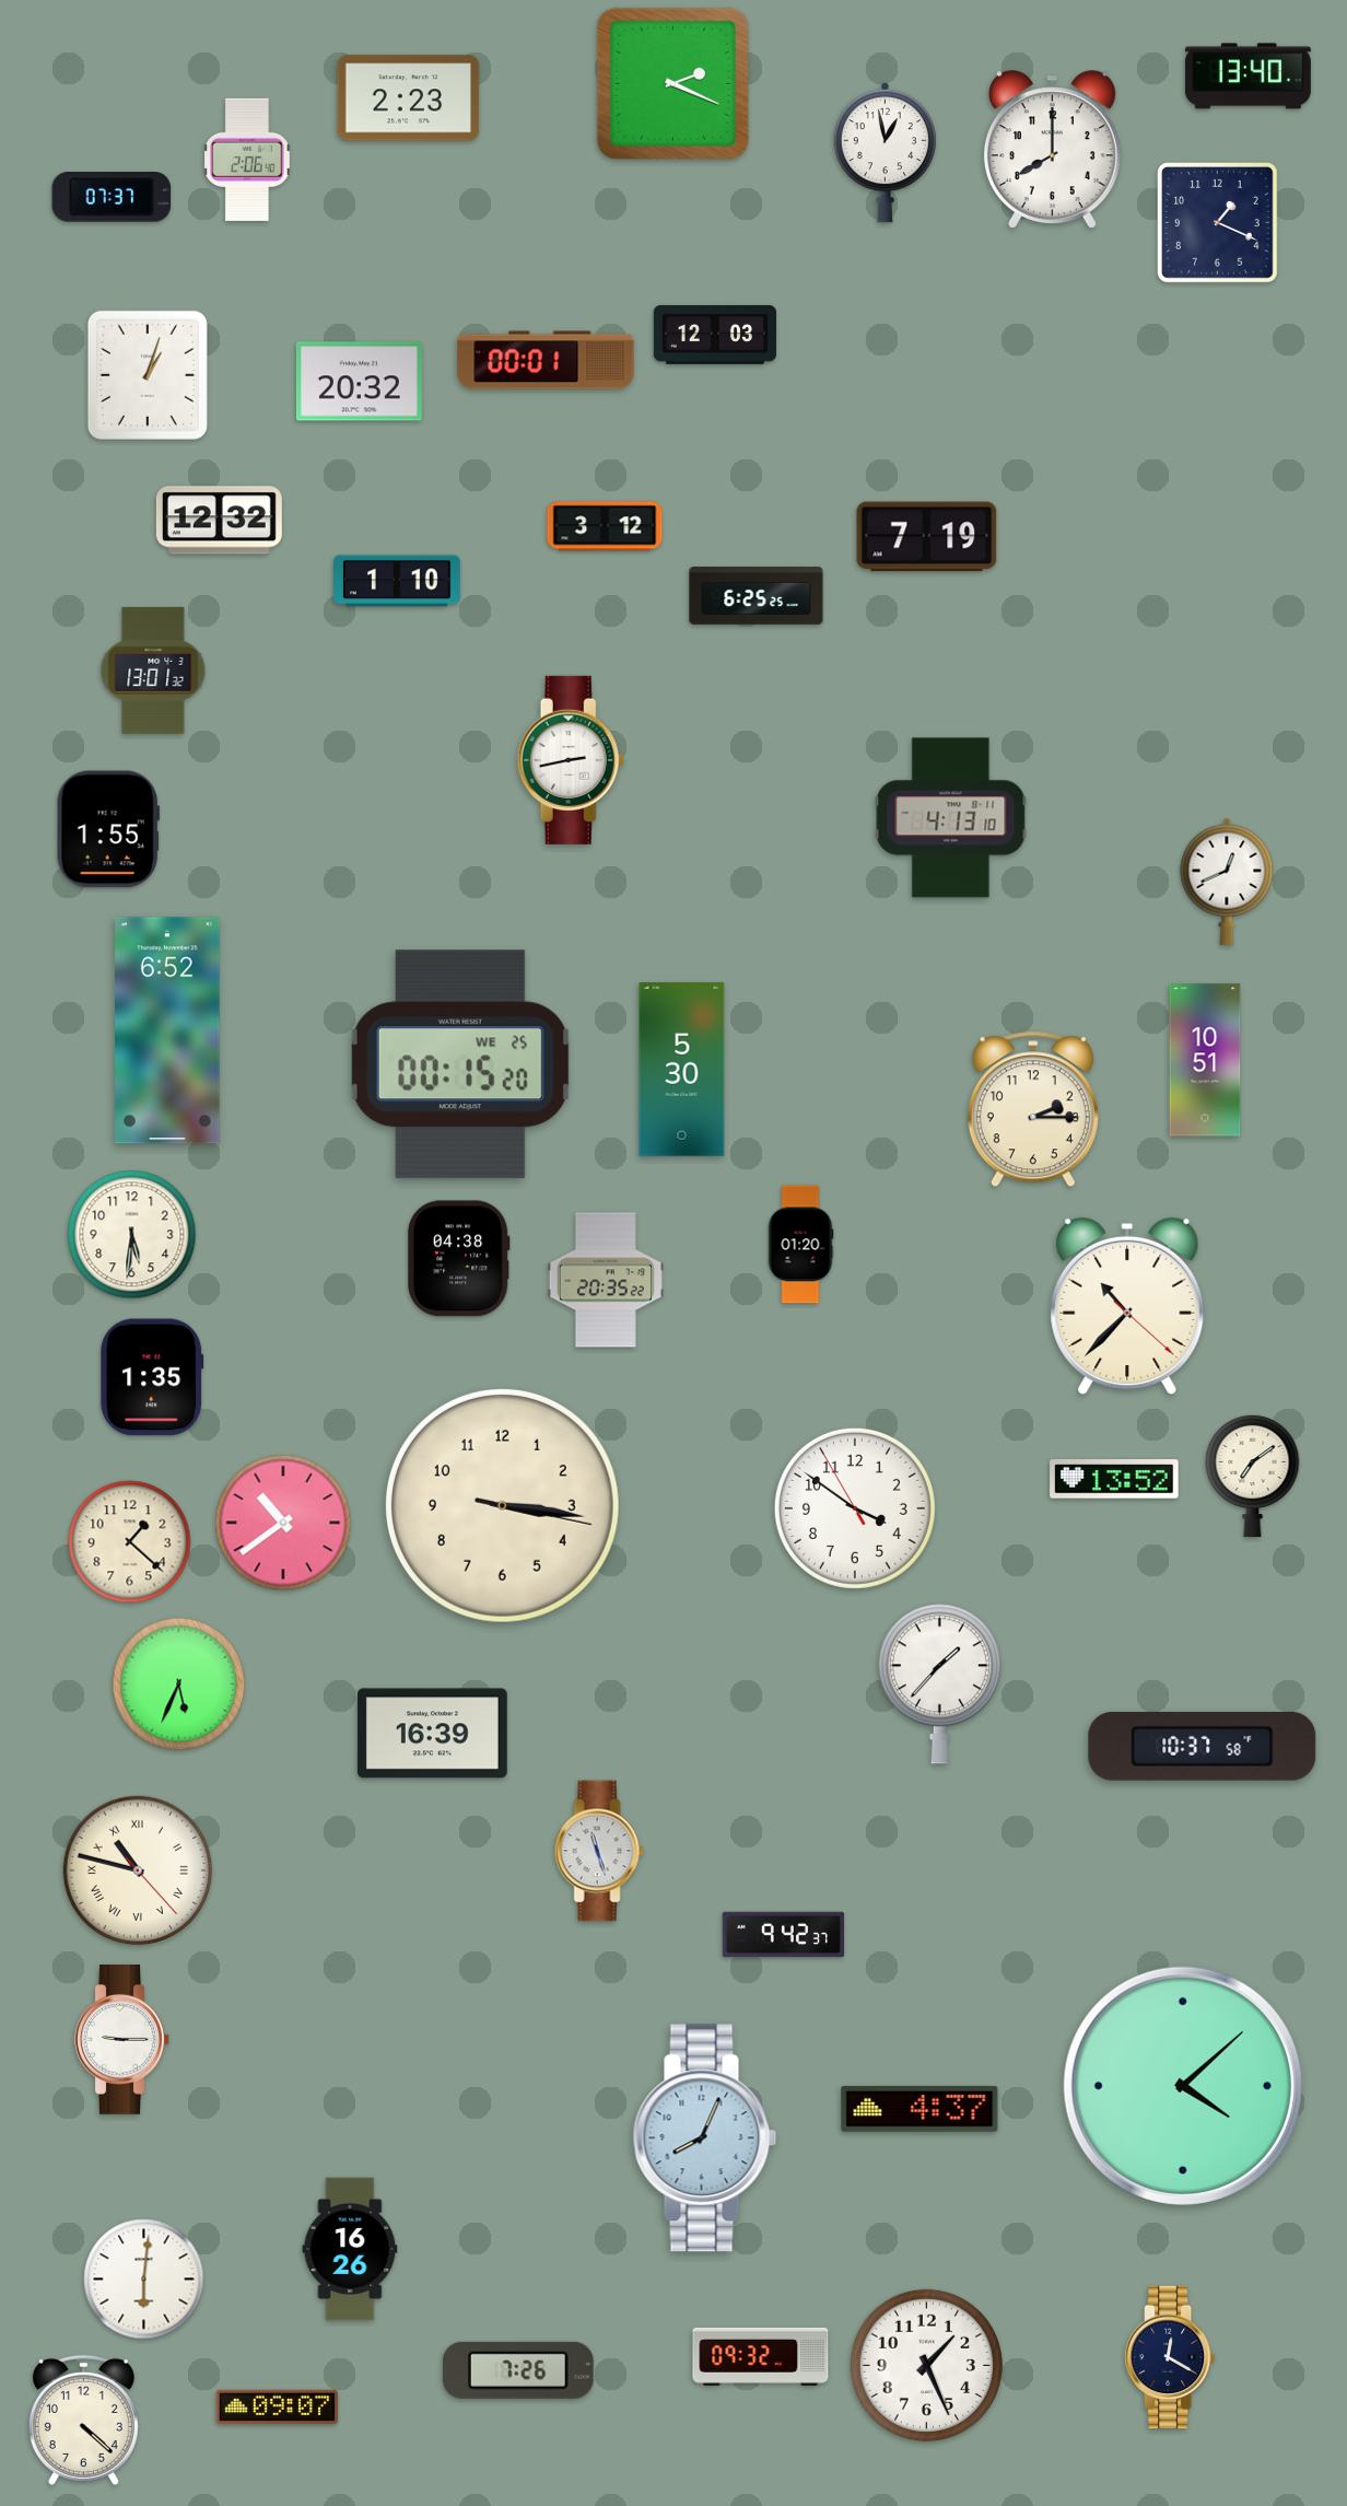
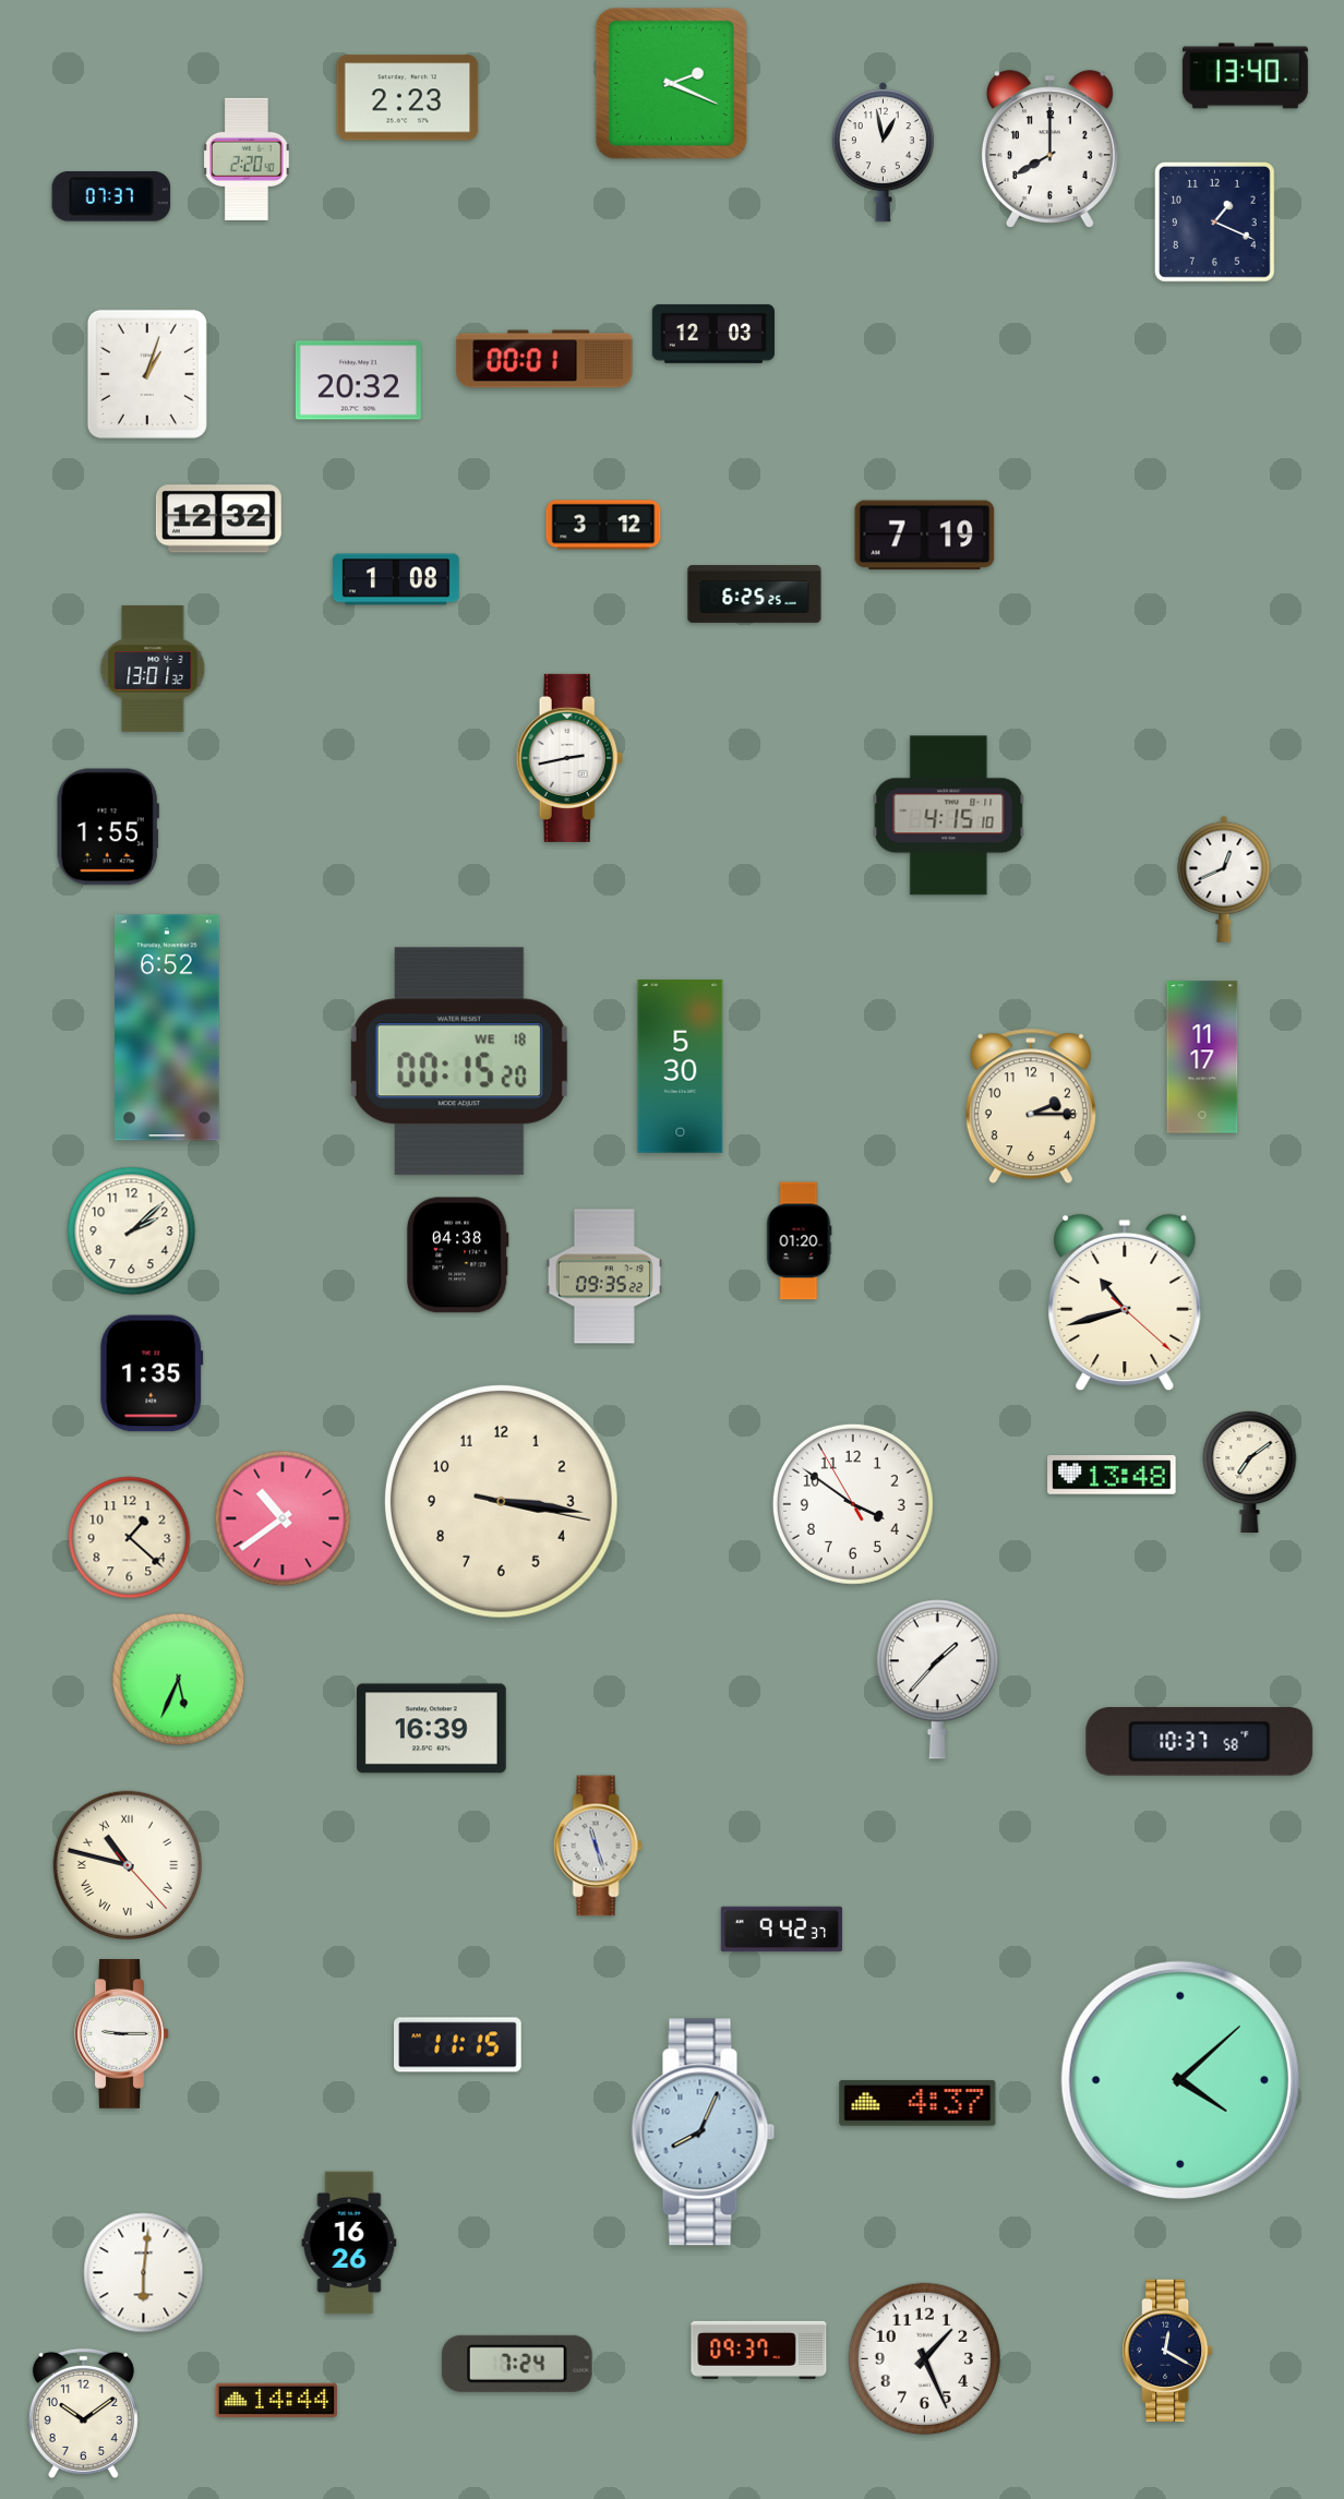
clock at (247, 160): 2:06 -> 2:20
clock at (398, 581): 1:10 -> 1:08
clock at (951, 818): 4:13 -> 4:15
clock at (1205, 1060): 10:51 -> 11:17
clock at (460, 1064) date: WE 25 -> WE 18
clock at (132, 1235): 5:31 -> 2:08
clock at (606, 1280): 20:35 -> 09:35
clock at (1127, 1306): 10:37 -> 10:42
clock at (1114, 1480): 13:52 -> 13:48
clock at (137, 1869) position: (137, 1869) -> (127, 1864)
clock at (458, 2045): none -> 11:15
clock at (761, 2356): 09:32 -> 09:37
clock at (518, 2370): 7:26 -> 7:24
clock at (277, 2408): 09:07 -> 14:44
clock at (83, 2420): 4:22 -> 10:09
